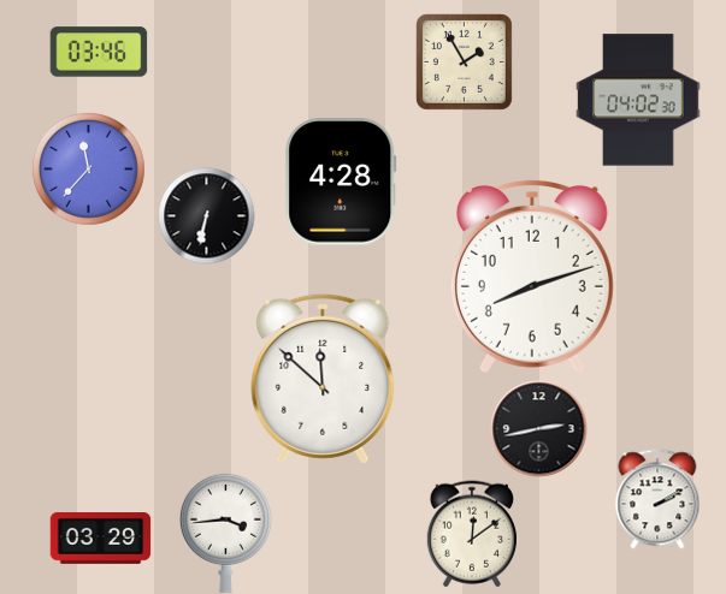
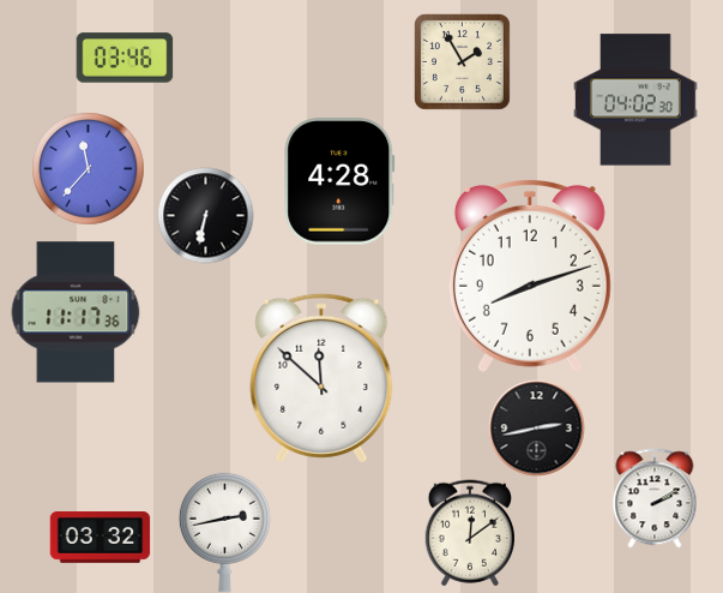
clock at (99, 52) position: (99, 52) -> (125, 58)
clock at (76, 312): none -> 11:17
clock at (225, 533): 3:44 -> 2:43
clock at (100, 539): 03:29 -> 03:32
